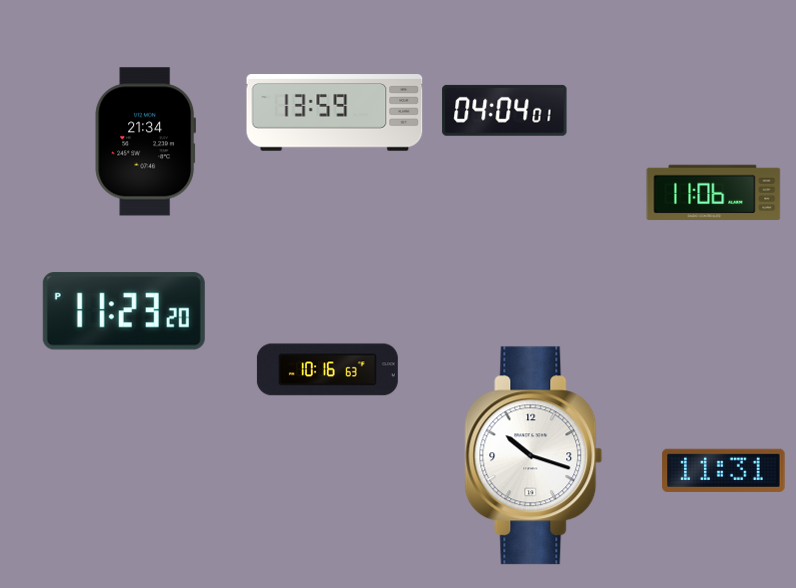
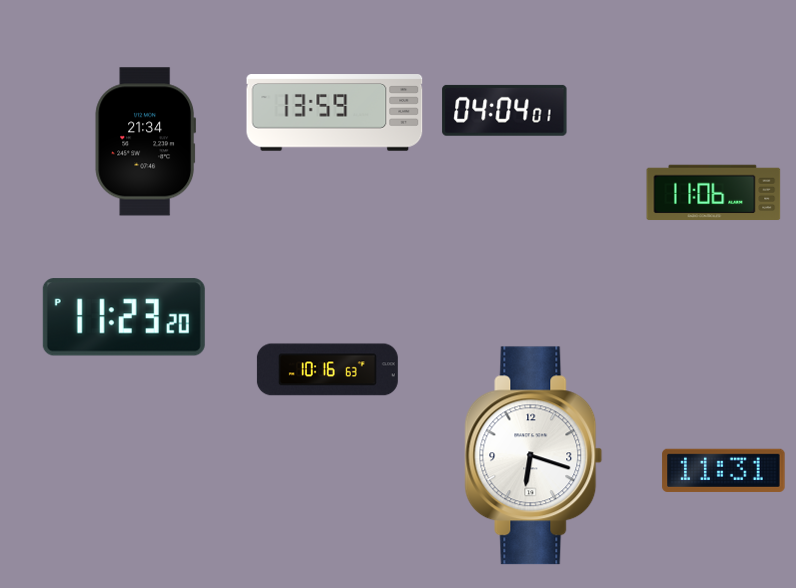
clock at (124, 311) position: (124, 311) -> (124, 317)
clock at (534, 456): 10:18 -> 6:18
